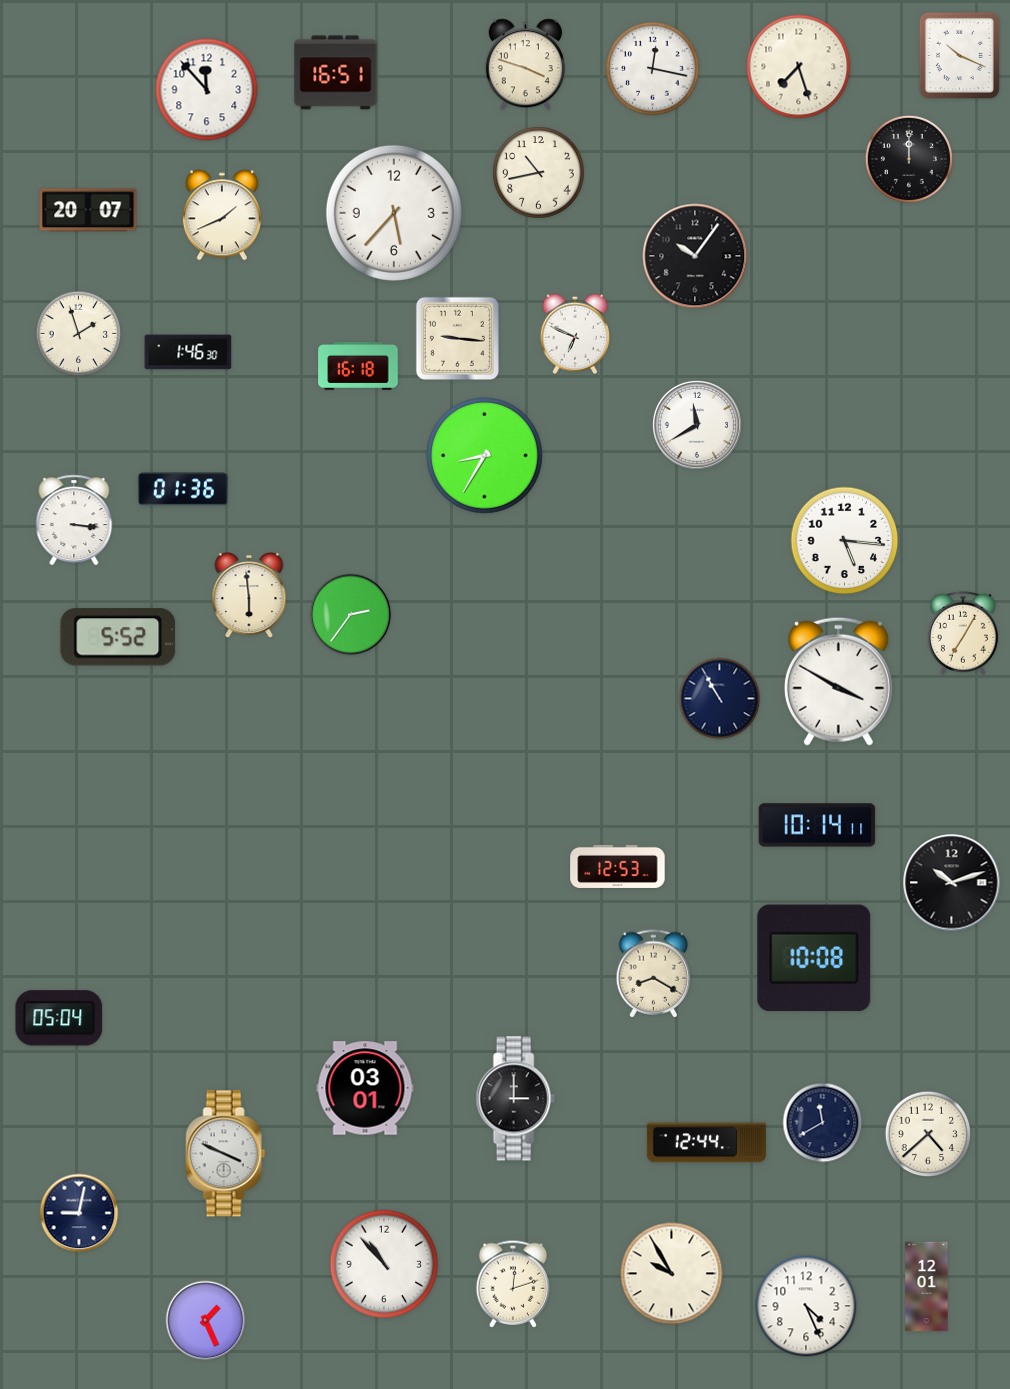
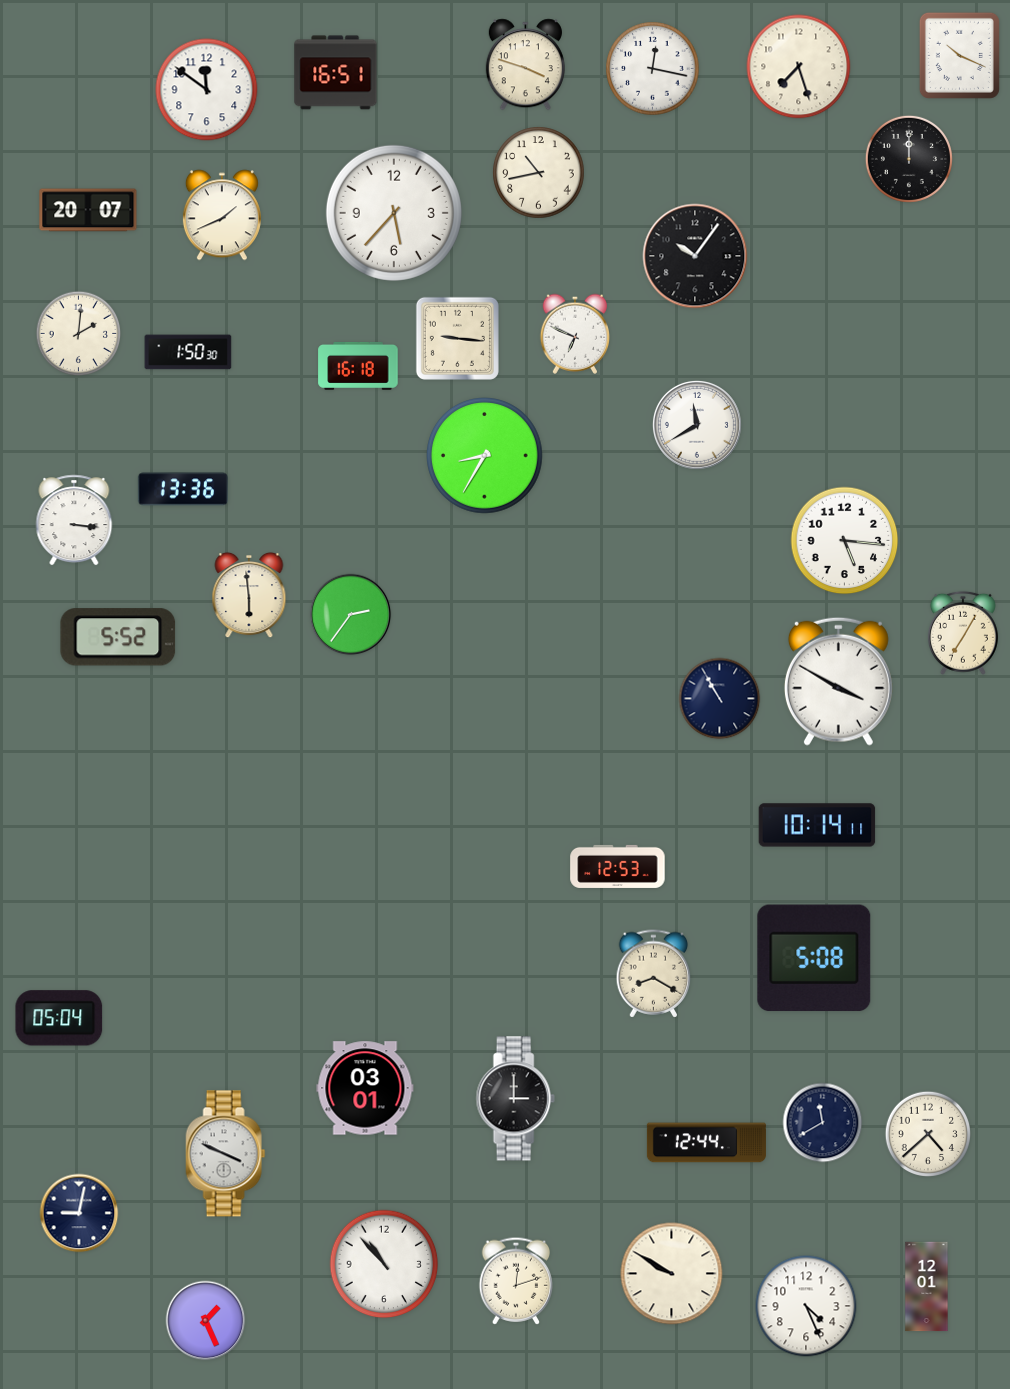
clock at (207, 90): 11:53 -> 11:51
clock at (79, 334): 1:57 -> 2:01
clock at (188, 352): 1:46 -> 1:50
clock at (183, 489): 01:36 -> 13:36
clock at (952, 883): 10:12 -> none
clock at (814, 958): 10:08 -> 5:08
clock at (672, 1274): 9:55 -> 9:50
clock at (513, 1284) position: (513, 1284) -> (516, 1281)
